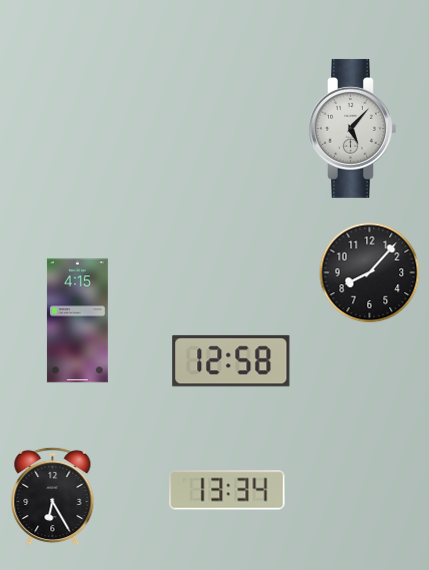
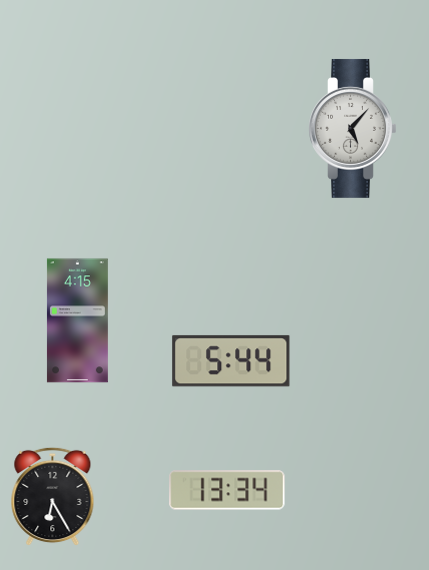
clock at (370, 273): 8:07 -> none
clock at (231, 361): 12:58 -> 5:44
